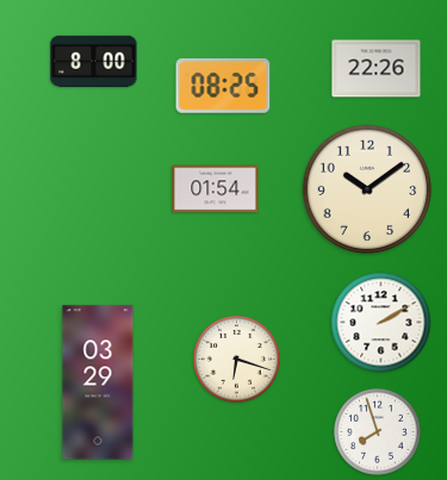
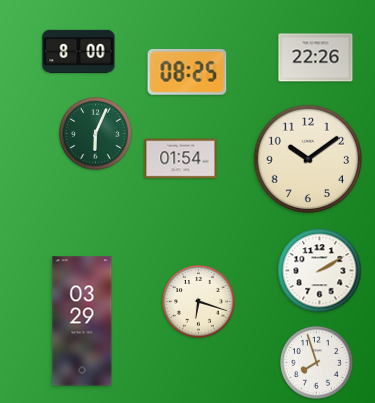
clock at (96, 134): none -> 6:04
